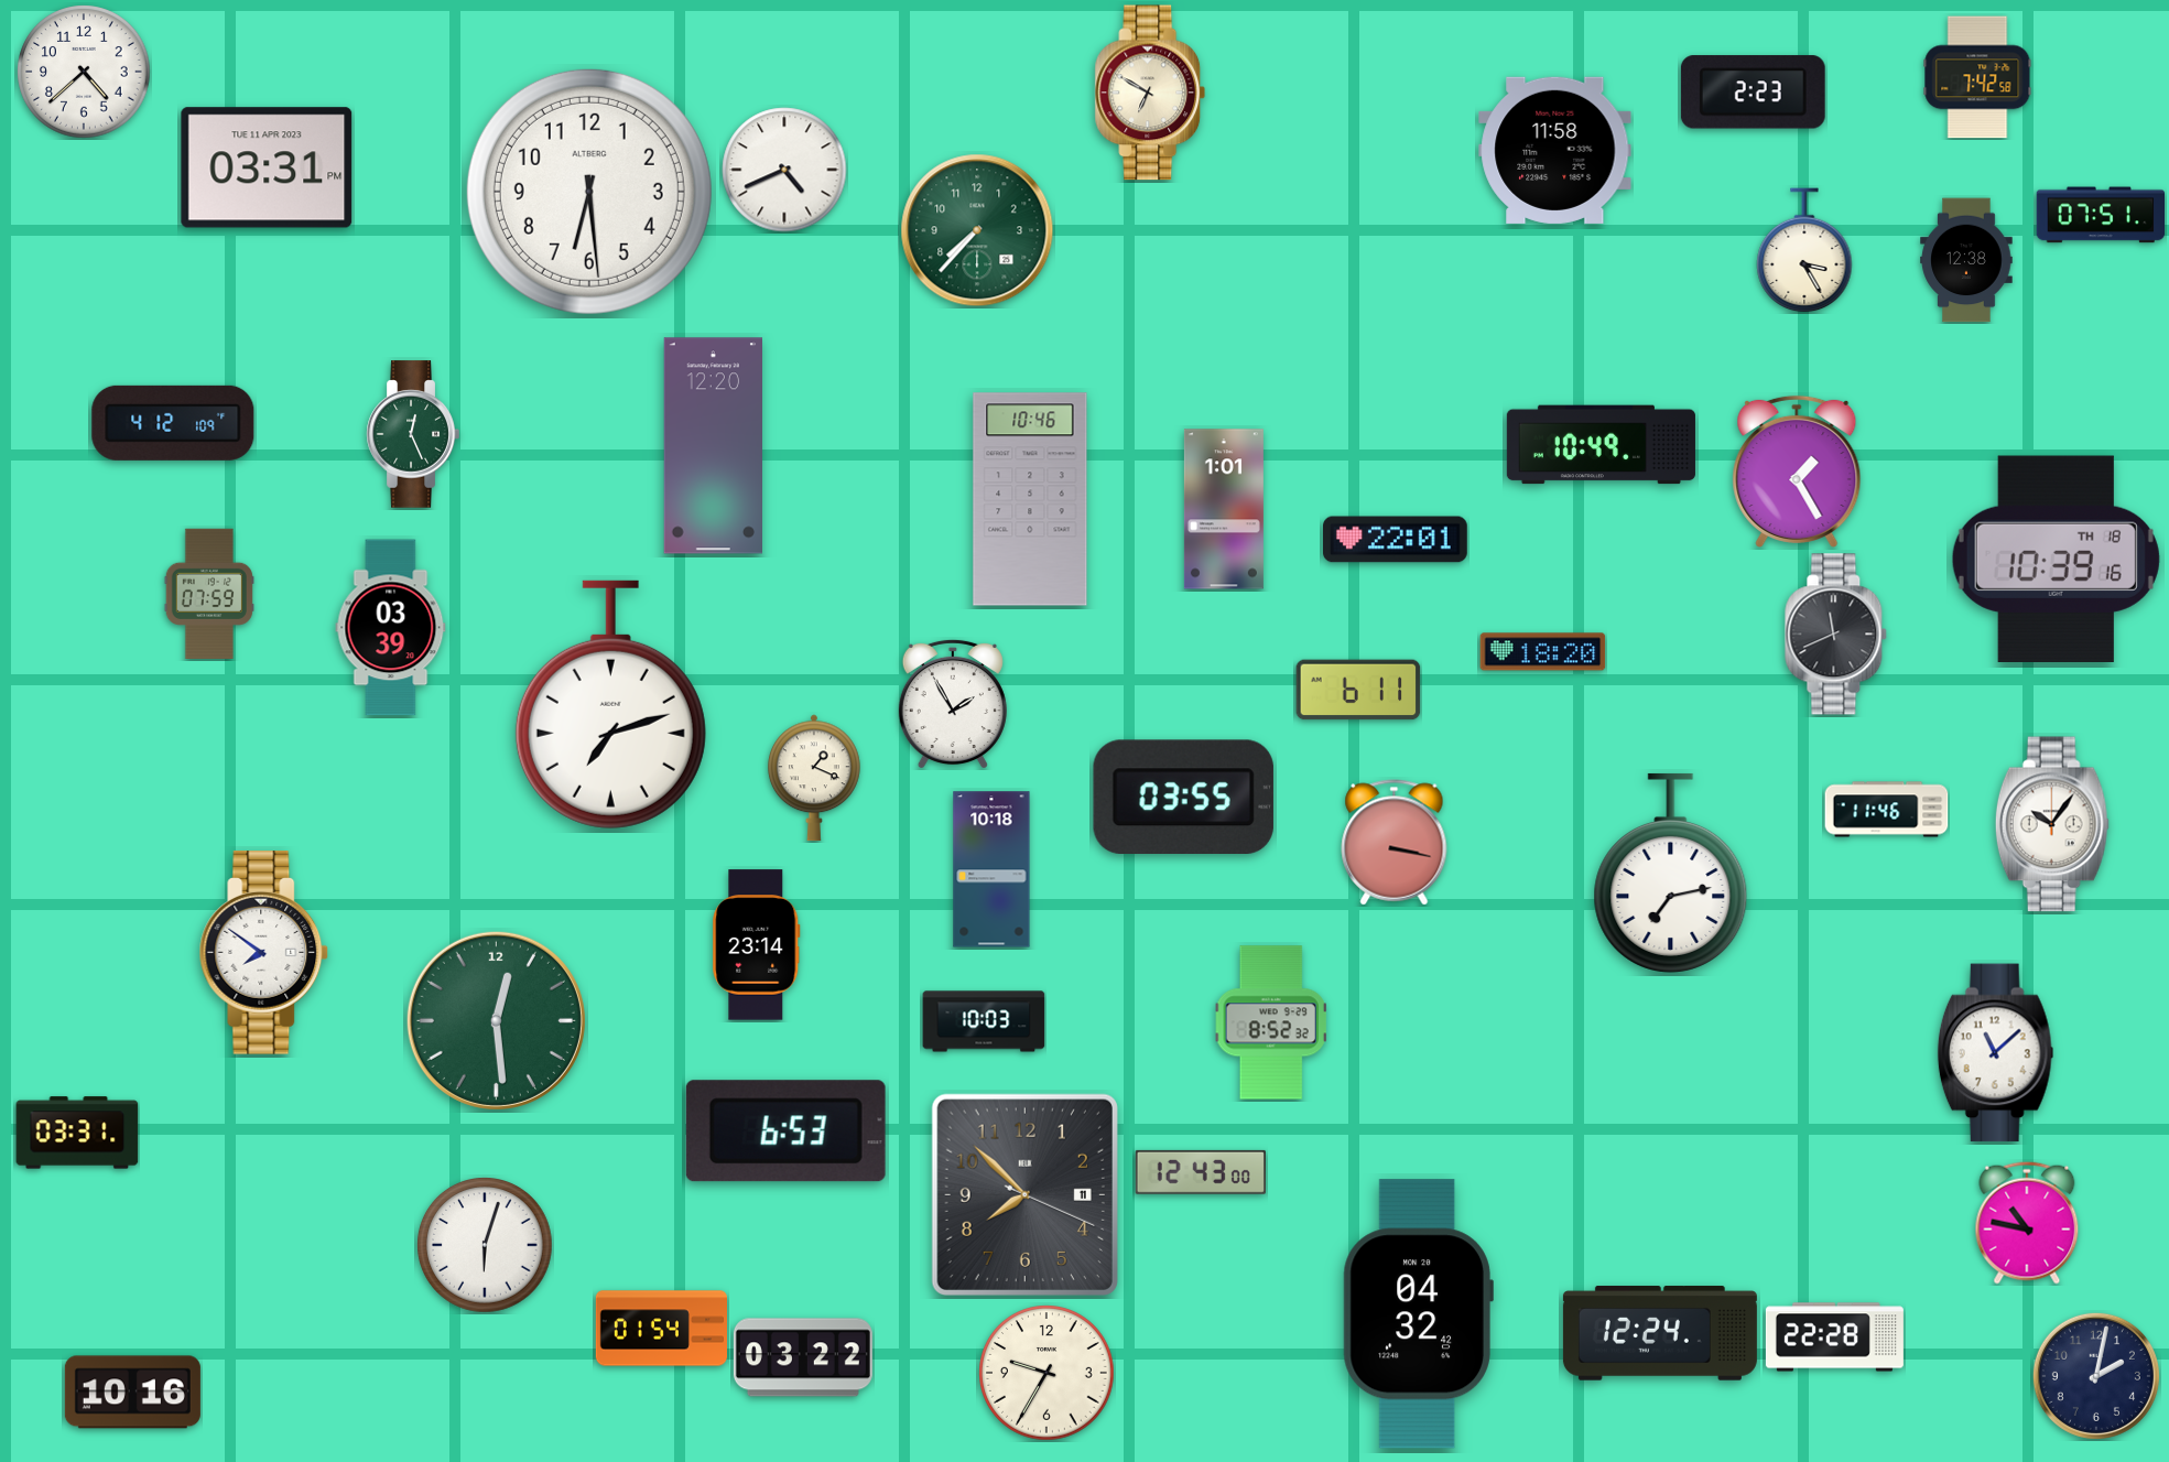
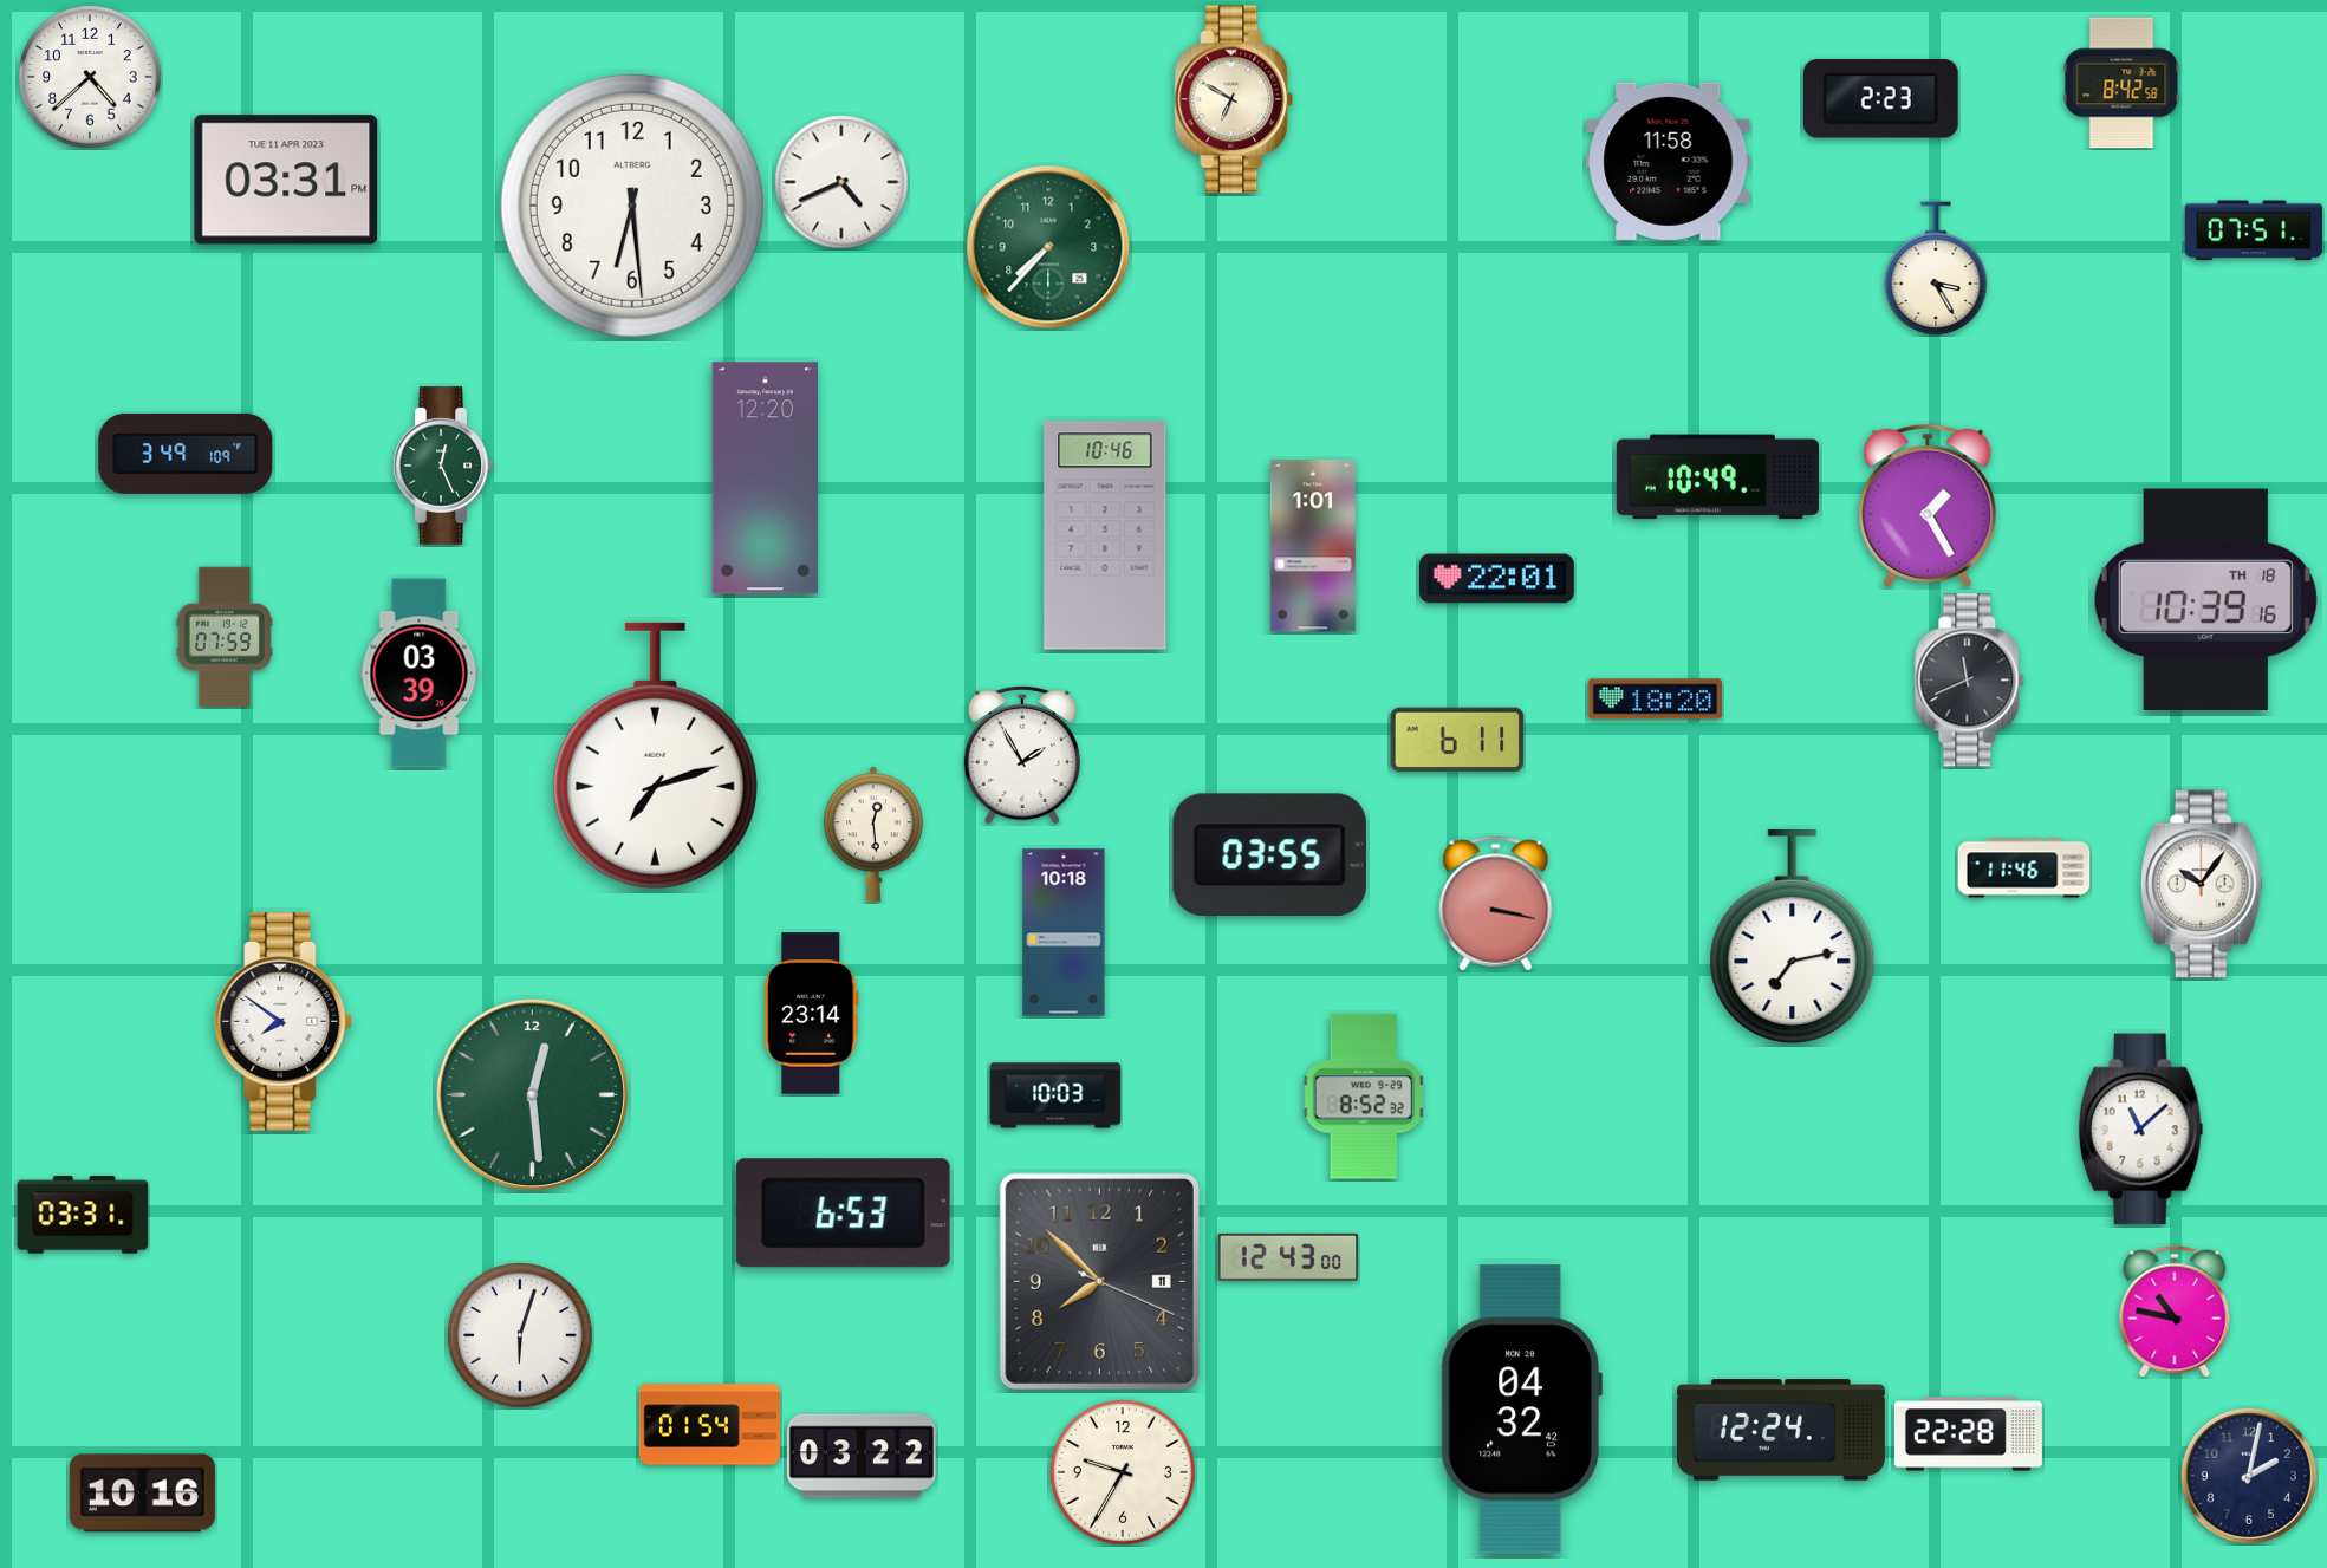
clock at (1977, 77): 7:42 -> 8:42
clock at (1966, 260): 12:38 -> none
clock at (173, 423): 4:12 -> 3:49
clock at (814, 778): 1:19 -> 12:29
